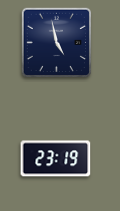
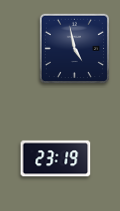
clock at (57, 43) position: (57, 43) -> (75, 49)
